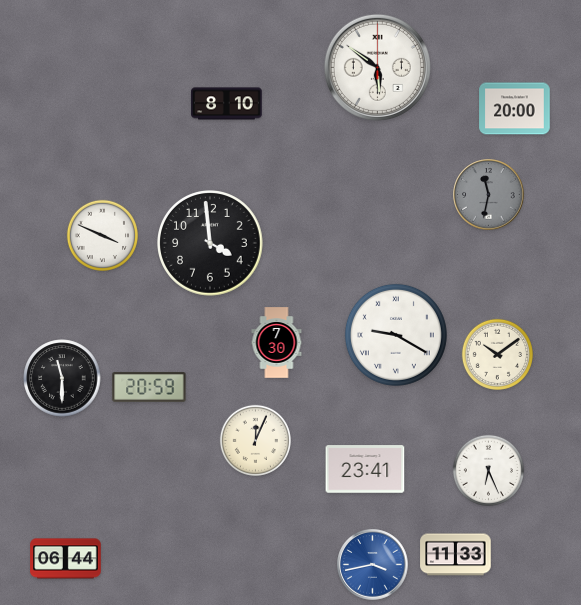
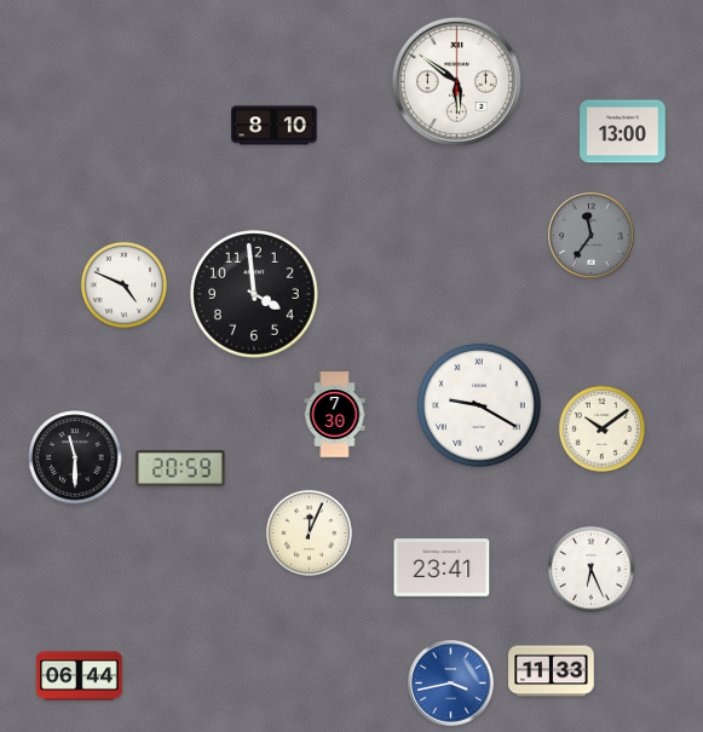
clock at (515, 109): 20:00 -> 13:00
clock at (489, 195): 11:32 -> 11:36
clock at (102, 235): 3:49 -> 4:49
